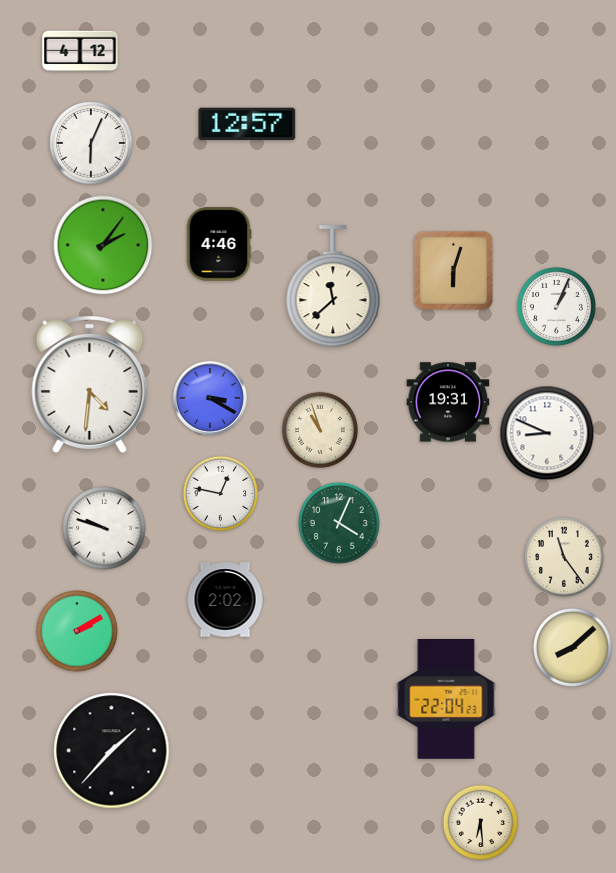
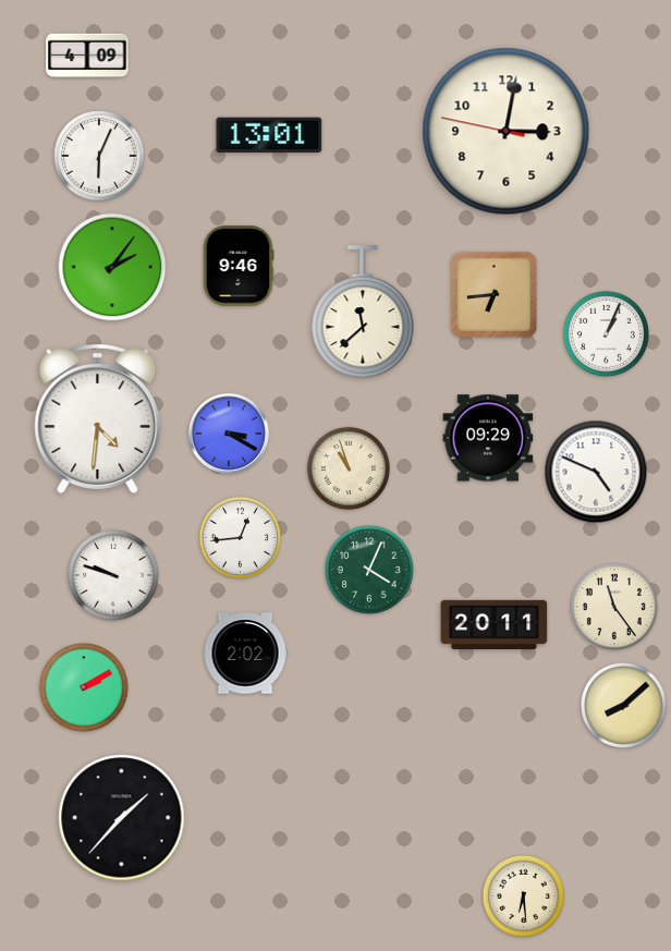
clock at (80, 51): 4:12 -> 4:09
clock at (507, 132): none -> 3:01
clock at (247, 124): 12:57 -> 13:01
clock at (219, 244): 4:46 -> 9:46
clock at (453, 270): 6:03 -> 6:44
clock at (448, 402): 19:31 -> 09:29
clock at (547, 433): 8:49 -> 4:49
clock at (220, 493): 12:47 -> 12:44
clock at (495, 624): none -> 20:11
clock at (446, 699): 22:04 -> none
